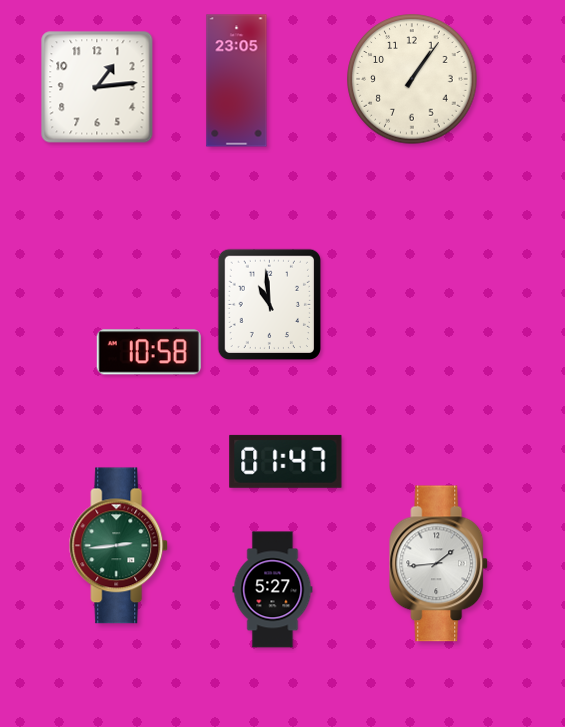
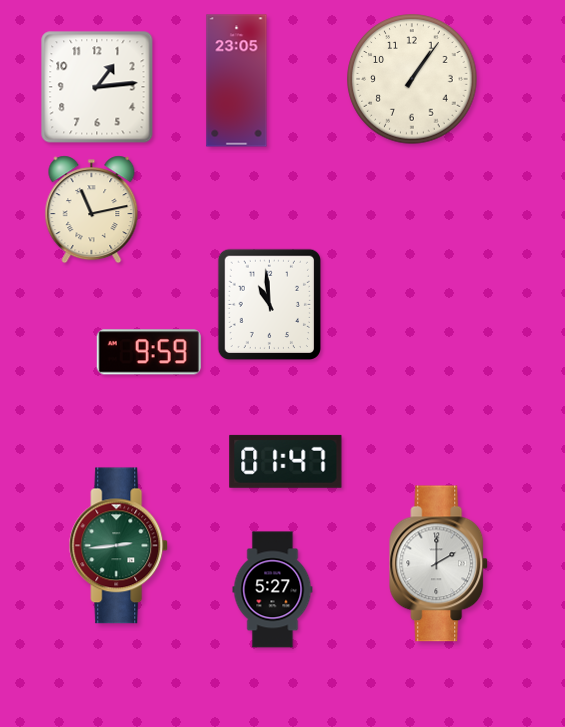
clock at (92, 210): none -> 11:13
clock at (149, 352): 10:58 -> 9:59
clock at (439, 564): 1:44 -> 2:00
